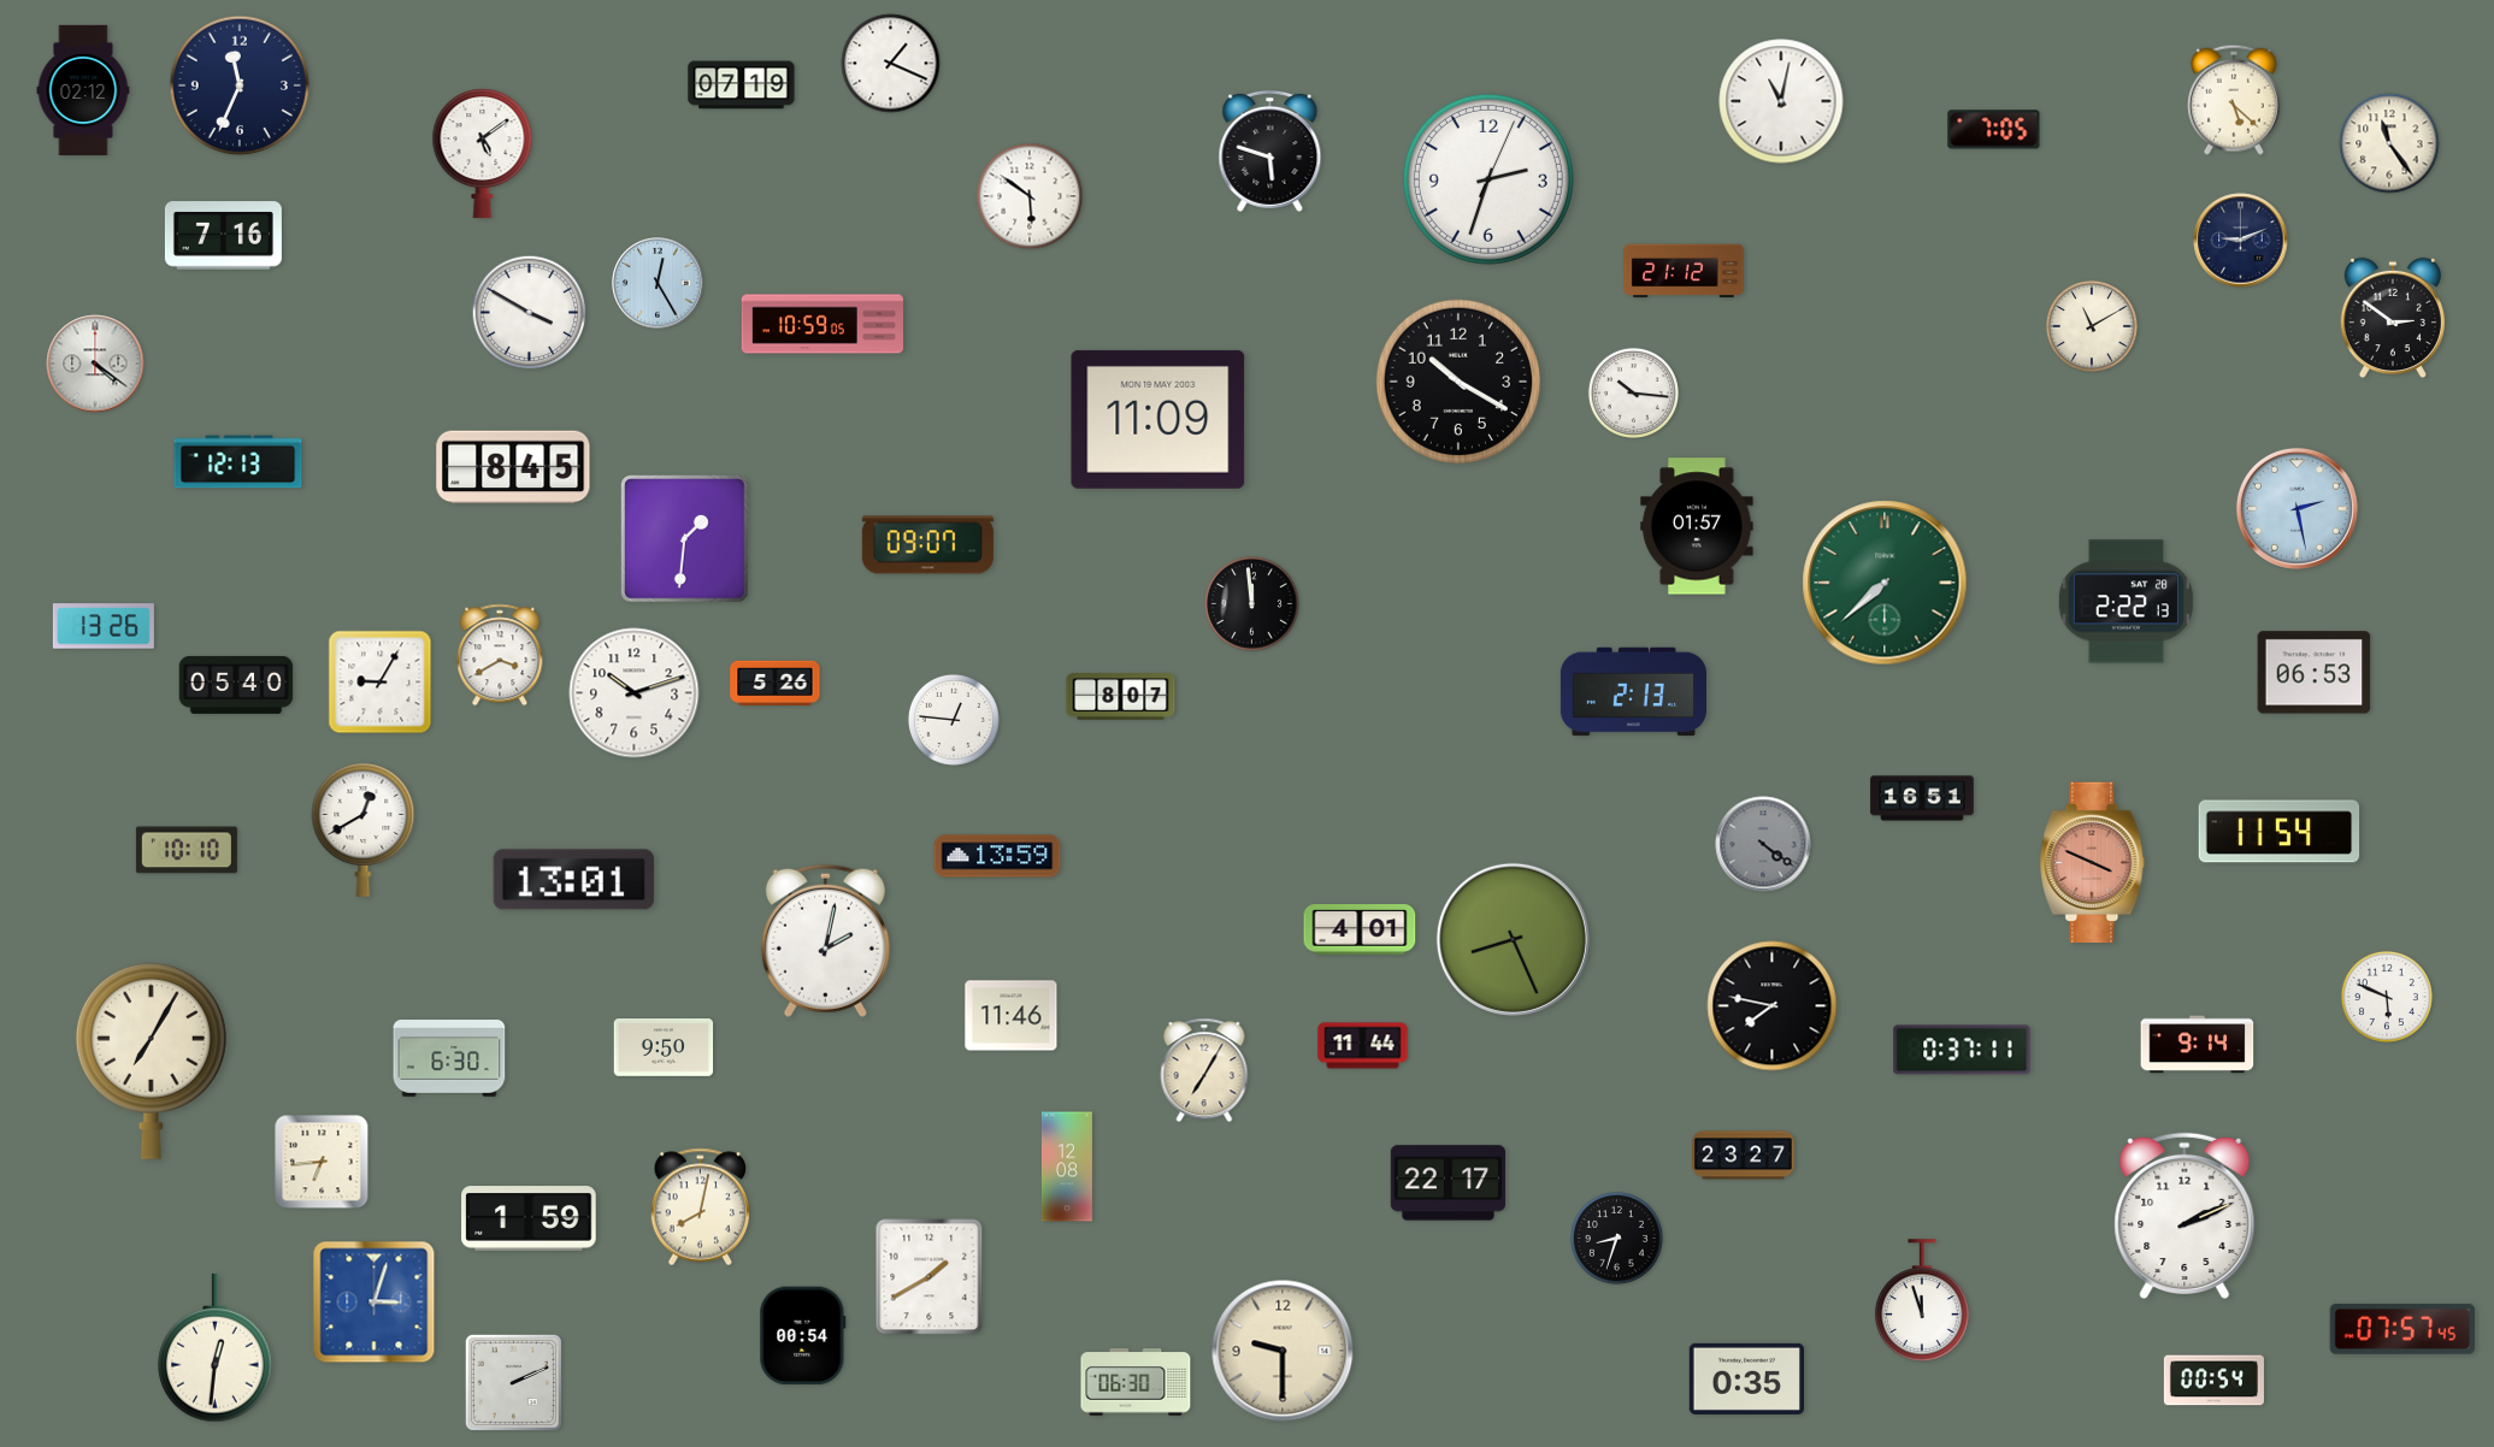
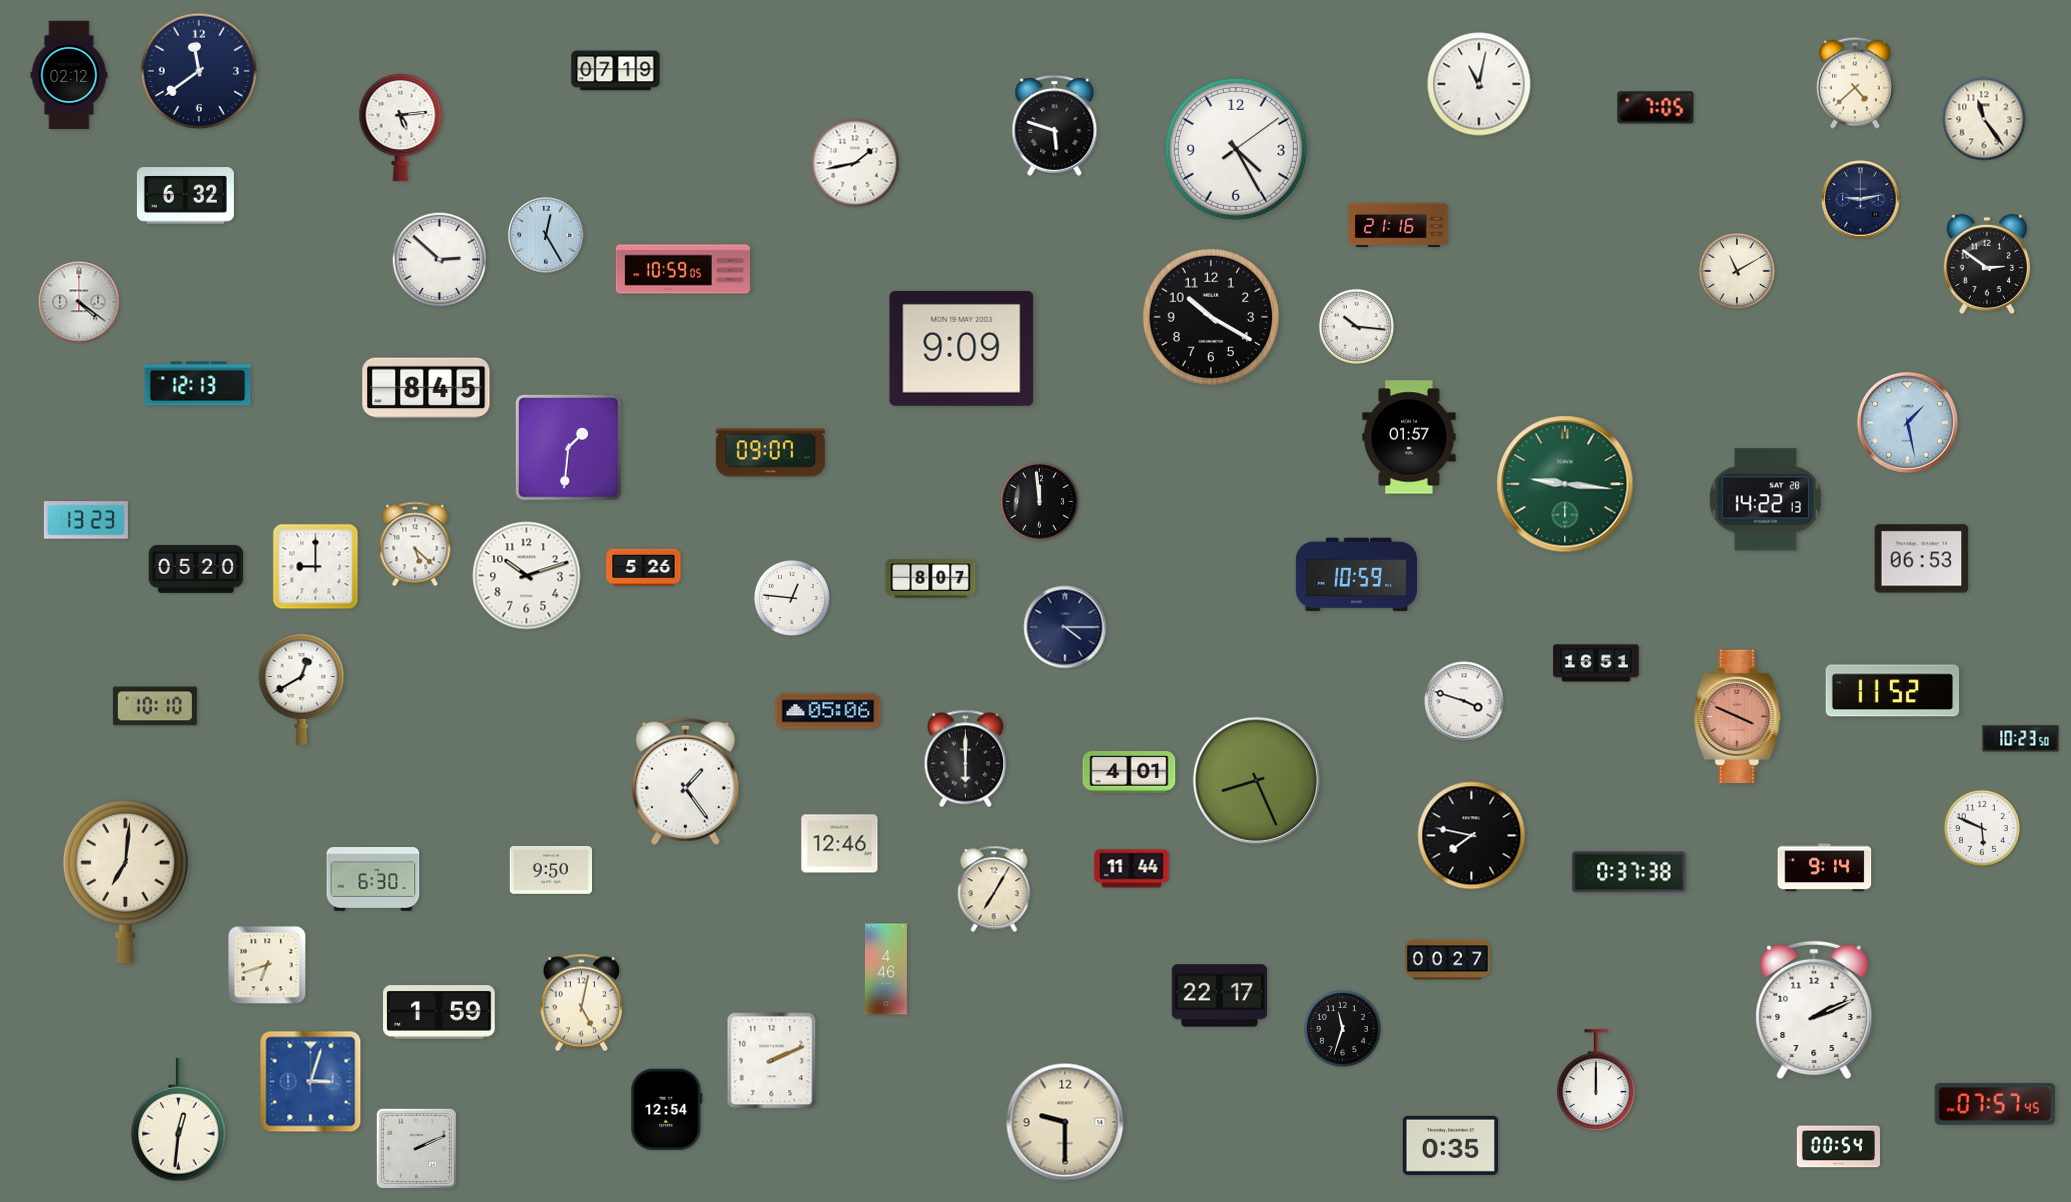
clock at (891, 64): 1:19 -> none
clock at (240, 85): 11:34 -> 11:39
clock at (2234, 100): 5:22 -> 4:38
clock at (483, 154): 5:09 -> 5:14
clock at (1488, 179): 2:33 -> 4:25
clock at (1030, 196): 5:51 -> 1:43
clock at (223, 236): 7:16 -> 6:32
clock at (2241, 241): 9:11 -> 9:13
clock at (1684, 271): 21:12 -> 21:16
clock at (530, 313): 3:50 -> 2:52
clock at (1158, 419): 11:09 -> 9:09
clock at (2297, 508): 2:28 -> 1:28
clock at (1885, 583): 7:38 -> 9:16
clock at (2125, 602): 2:22 -> 14:22
clock at (104, 626): 13:26 -> 13:23
clock at (500, 655): 3:40 -> 5:22
clock at (381, 683): 9:05 -> 9:00
clock at (236, 685): 05:40 -> 05:20
clock at (1633, 692): 2:13 -> 10:59
clock at (1065, 627): none -> 4:15
clock at (2280, 832): 11:54 -> 11:52
clock at (1763, 844): 4:21 -> 3:48
clock at (1763, 844) dial: grey -> white
clock at (997, 856): 13:59 -> 05:06
clock at (573, 880): 13:01 -> none
clock at (2021, 739): none -> 10:23
clock at (966, 759): none -> 6:00
clock at (825, 940): 2:02 -> 1:24
clock at (1012, 1016): 11:46 -> 12:46
clock at (1962, 1050): 0:37:11 -> 0:37:38
clock at (151, 1061): 7:05 -> 7:01
clock at (1204, 1070) position: (1204, 1070) -> (994, 889)
clock at (1744, 1156): 23:27 -> 00:27
clock at (322, 1162): 6:44 -> 6:42
clock at (1067, 1167): 12:08 -> 4:46
clock at (1448, 1183) position: (1448, 1183) -> (1219, 996)
clock at (701, 1207): 8:02 -> 5:02
clock at (1616, 1238): 8:33 -> 11:33
clock at (930, 1277): 1:40 -> 2:11
clock at (1922, 1300): 11:57 -> 12:00
clock at (803, 1336): 00:54 -> 12:54
clock at (513, 1382) position: (513, 1382) -> (416, 1148)
clock at (1136, 1382): 06:30 -> none
